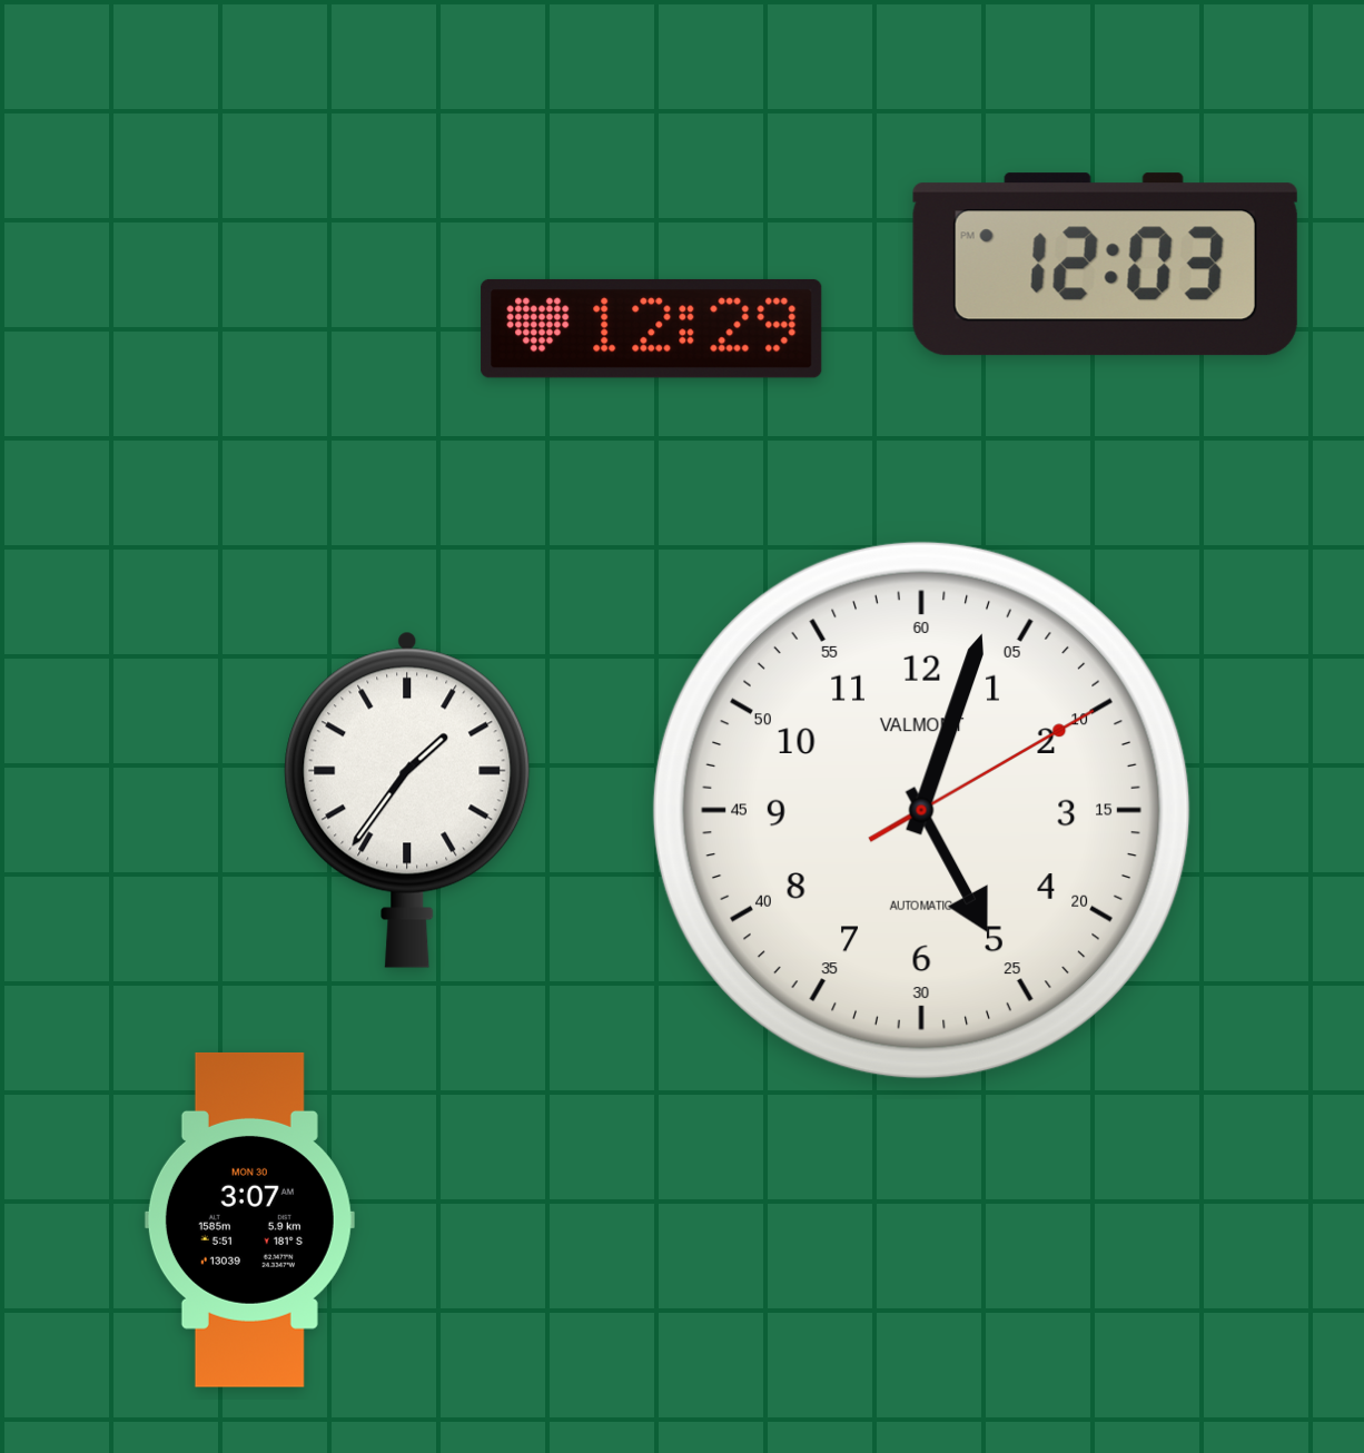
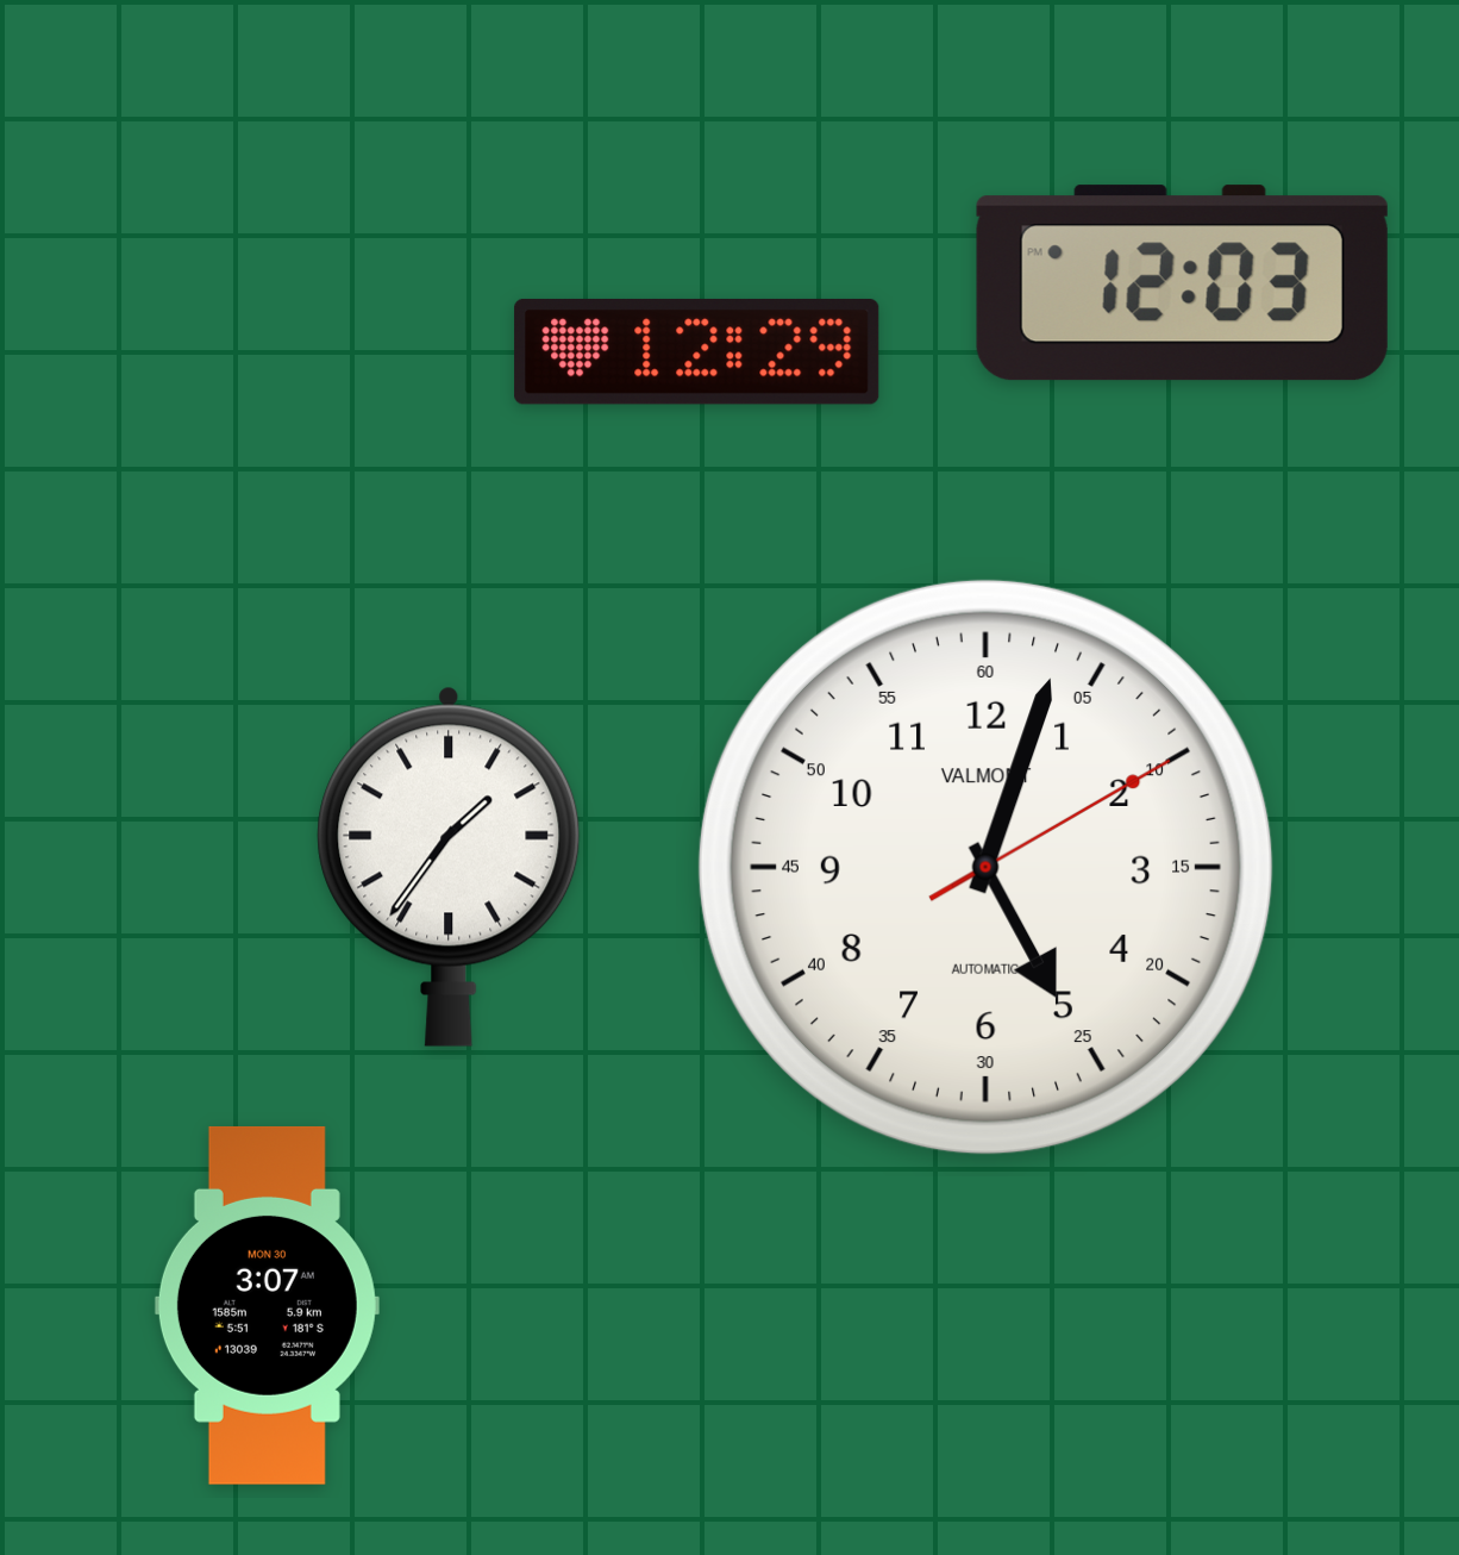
clock at (407, 800) position: (407, 800) -> (449, 867)
